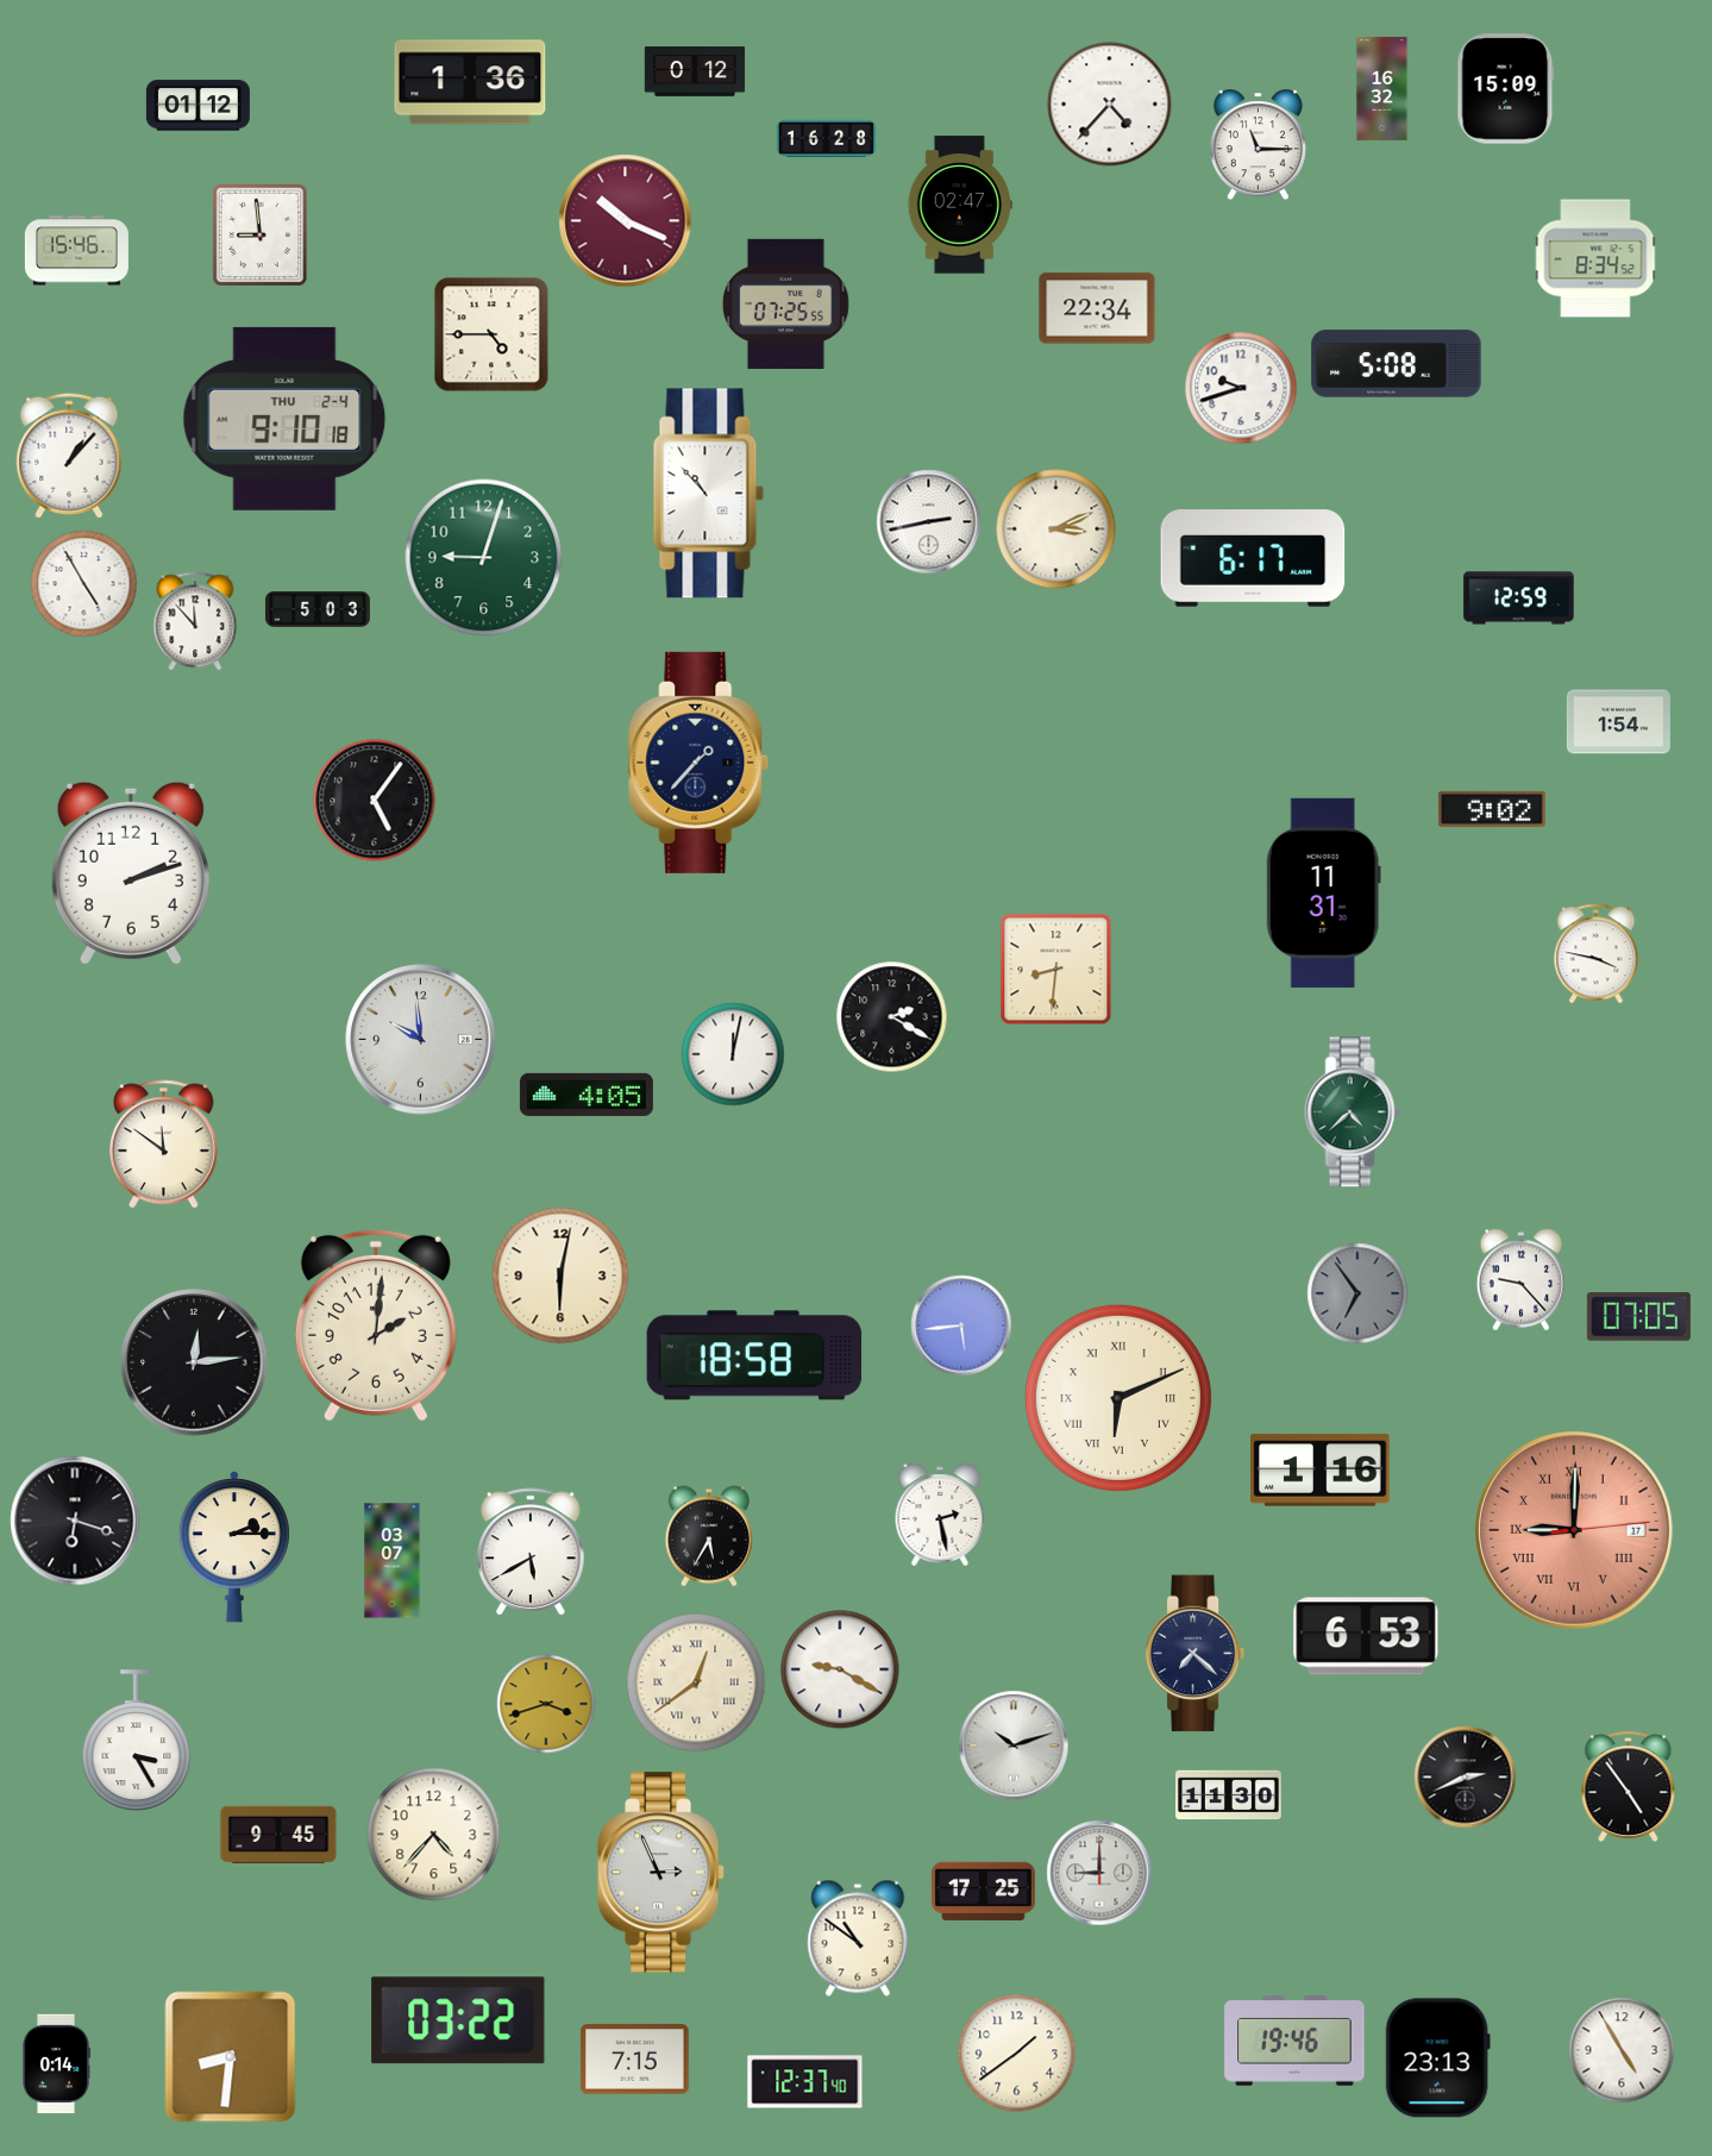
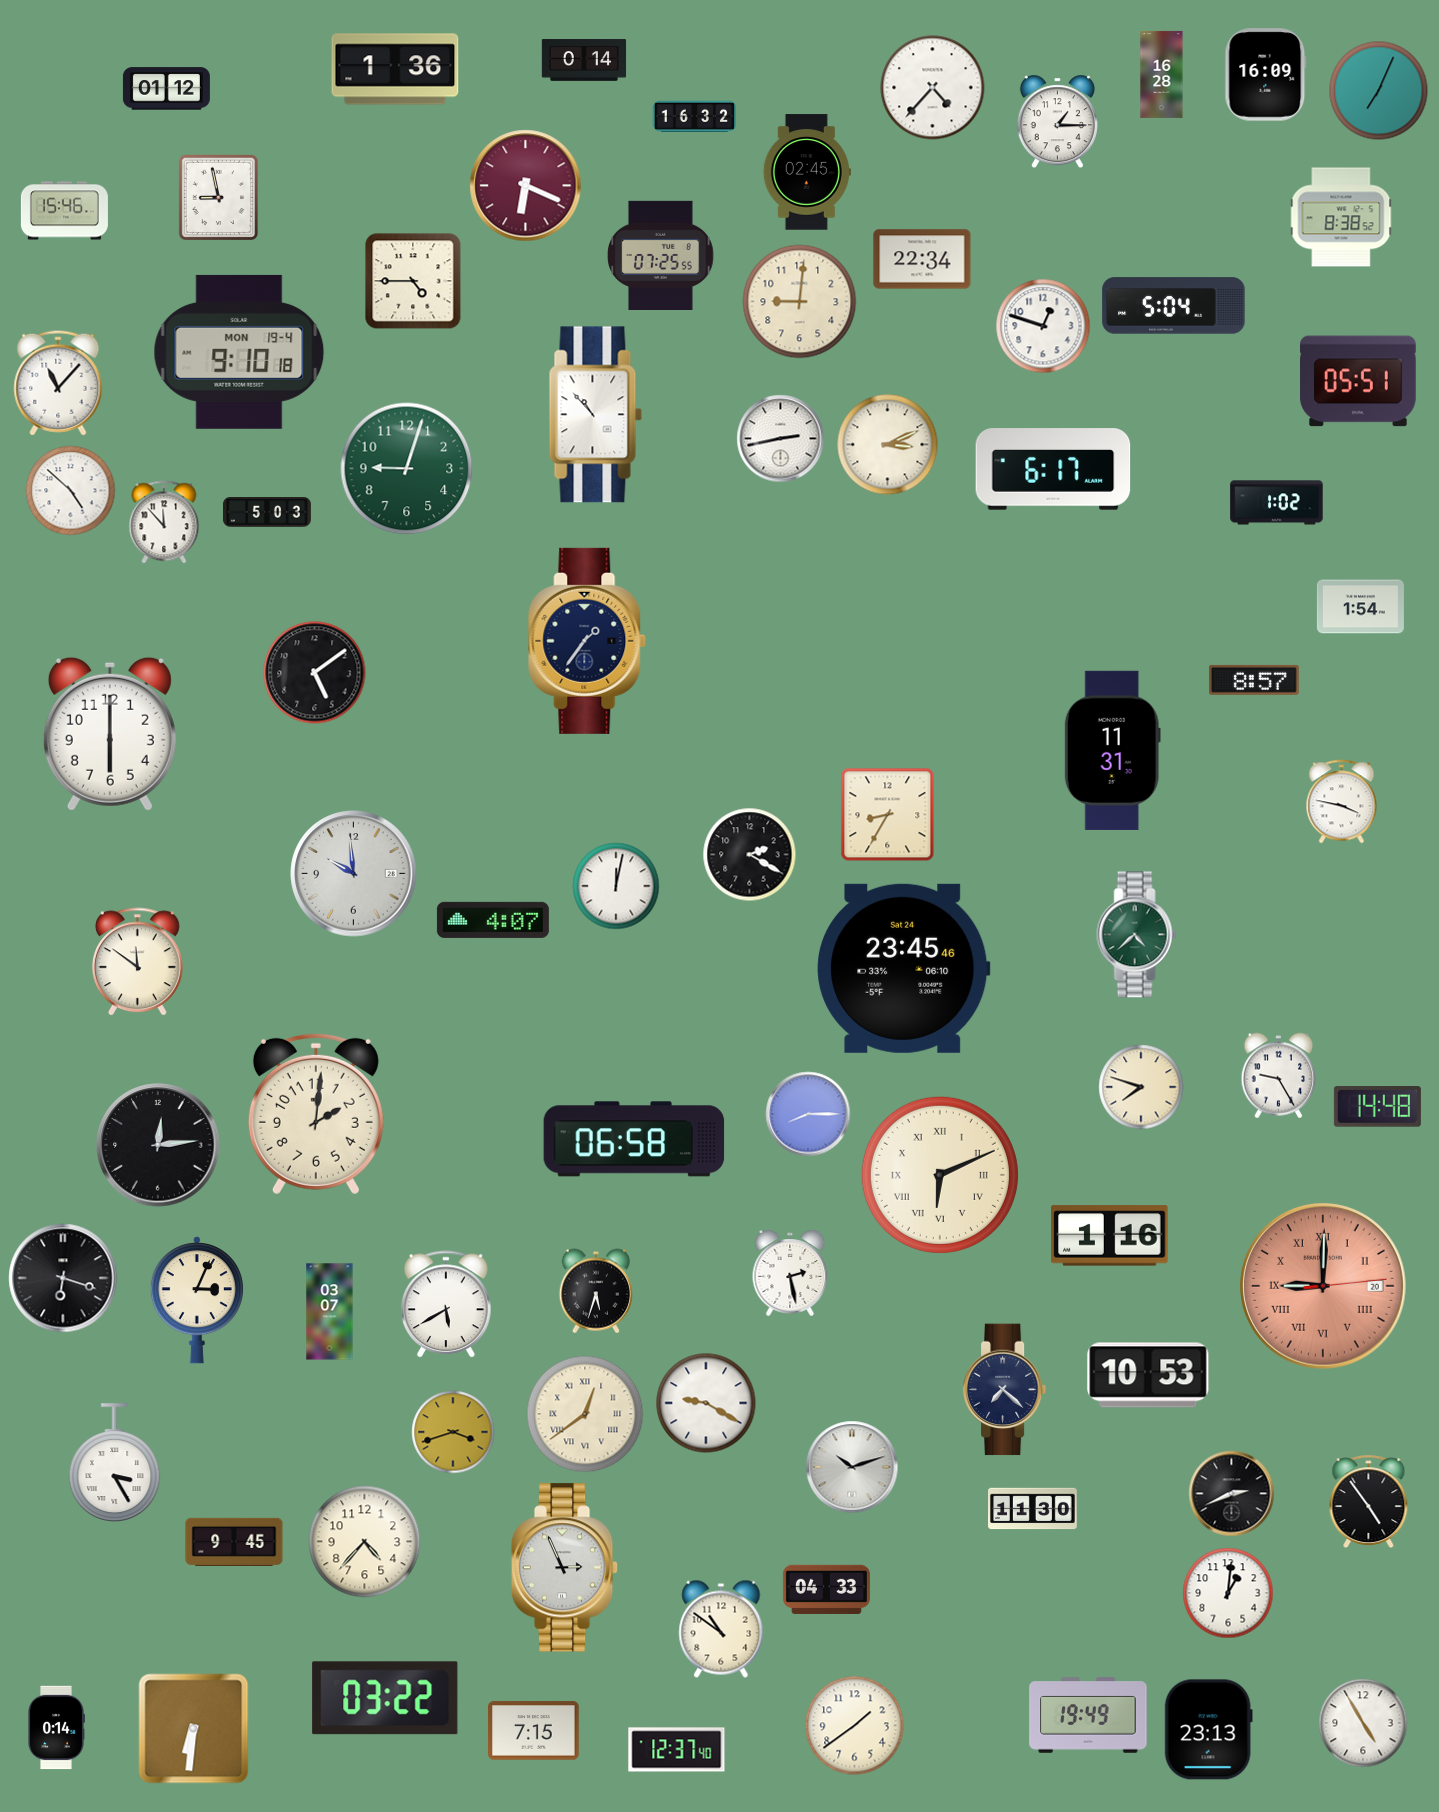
clock at (695, 71): 0:12 -> 0:14
clock at (1382, 88): 16:32 -> 16:28
clock at (1506, 89): 15:09 -> 16:09
clock at (1379, 91): none -> 7:04
clock at (827, 139): 16:28 -> 16:32
clock at (1258, 145): 11:15 -> 1:15
clock at (960, 205): 02:47 -> 02:45
clock at (626, 221): 10:19 -> 6:19
clock at (259, 236): 8:59 -> 8:58
clock at (1595, 258): 8:34 -> 8:38
clock at (800, 302): none -> 9:01
clock at (1397, 364): 5:08 -> 5:04
clock at (1241, 388): 9:42 -> 12:48
clock at (284, 419) date: THU 2-4 -> MON 19-4
clock at (1358, 381): none -> 05:51
clock at (69, 456): 1:07 -> 11:07
clock at (84, 584): 4:55 -> 4:52
clock at (1519, 598): 12:59 -> 1:02
clock at (700, 763): 1:37 -> 1:36
clock at (375, 801): 5:06 -> 5:09
clock at (1493, 809): 9:02 -> 8:57
clock at (131, 873): 2:12 -> 6:00
clock at (1056, 970): 8:31 -> 8:35
clock at (587, 1095): 4:05 -> 4:07
clock at (904, 968): none -> 23:45
clock at (560, 1276): 6:02 -> none
clock at (1522, 1280): 9:23 -> 9:25
clock at (1357, 1293): 6:54 -> 7:48
clock at (1357, 1293) dial: grey -> cream
clock at (1638, 1317): 07:05 -> 14:48
clock at (961, 1325): 5:44 -> 8:15
clock at (754, 1355): 18:58 -> 06:58
clock at (194, 1362) position: (194, 1362) -> (158, 1145)
clock at (1574, 1530) date: 17 -> 20
clock at (709, 1536): 5:35 -> 5:33
clock at (234, 1547): 2:15 -> 3:04
clock at (1366, 1636): 6:53 -> 10:53
clock at (546, 1704) position: (546, 1704) -> (453, 1432)
clock at (661, 1873) position: (661, 1873) -> (565, 1568)
clock at (1099, 1873): 9:00 -> none
clock at (983, 1891): 17:25 -> 04:33
clock at (1228, 1593): none -> 1:01
clock at (1294, 2041): 19:46 -> 19:49
clock at (231, 2057): 8:31 -> 6:31
clock at (57, 2064) position: (57, 2064) -> (57, 1728)
